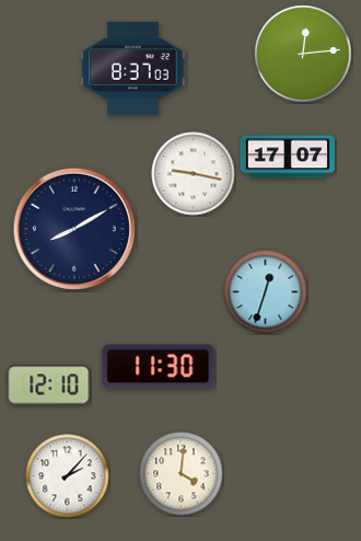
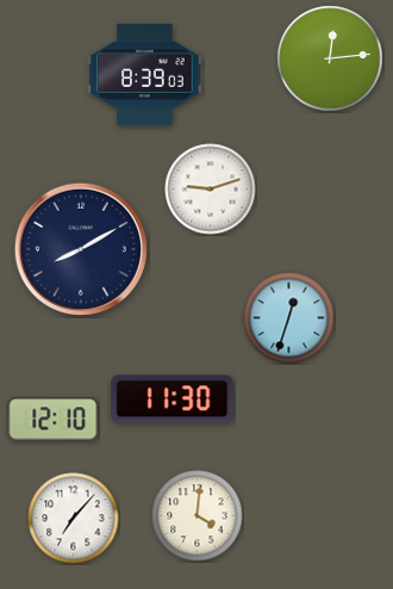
clock at (133, 68): 8:37 -> 8:39
clock at (288, 157): 17:07 -> none
clock at (194, 174): 9:17 -> 9:12
clock at (68, 476): 2:07 -> 7:07
